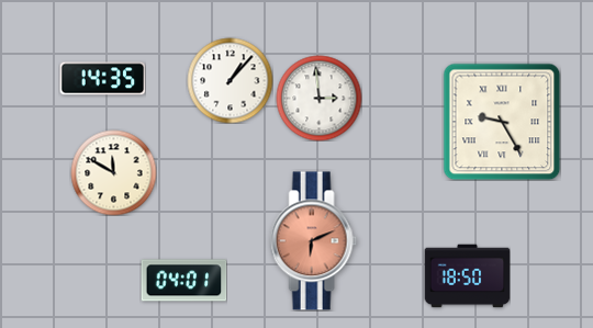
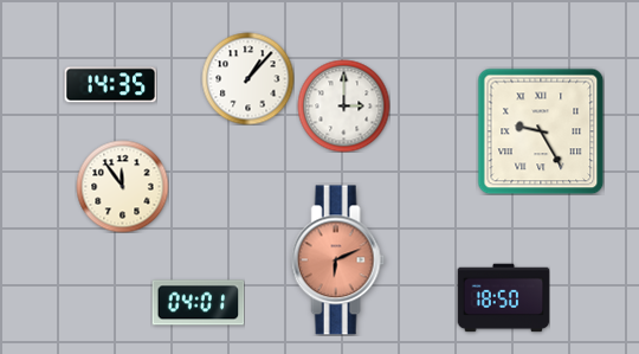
clock at (230, 80) position: (230, 80) -> (247, 78)
clock at (318, 98): 2:59 -> 3:00
clock at (113, 172): 11:50 -> 11:54
